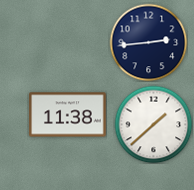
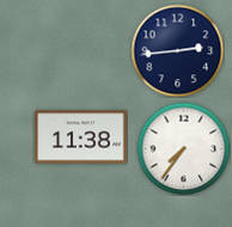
clock at (153, 124): 1:38 -> 7:36
